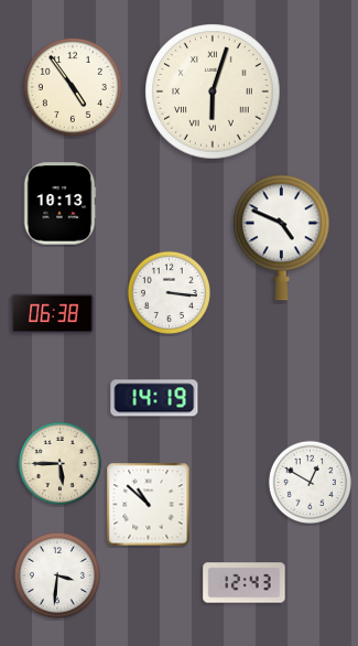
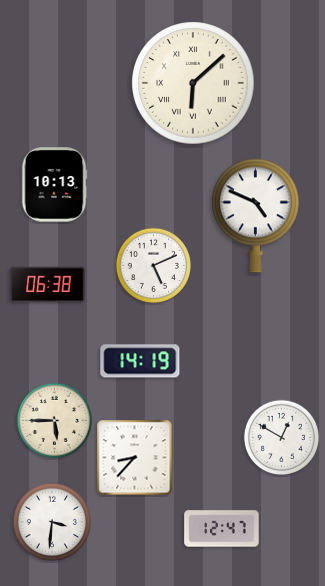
clock at (73, 87): 4:54 -> none
clock at (213, 91): 6:03 -> 6:08
clock at (169, 292): 3:16 -> 5:11
clock at (149, 505): 10:52 -> 8:37
clock at (245, 583): 12:43 -> 12:47
